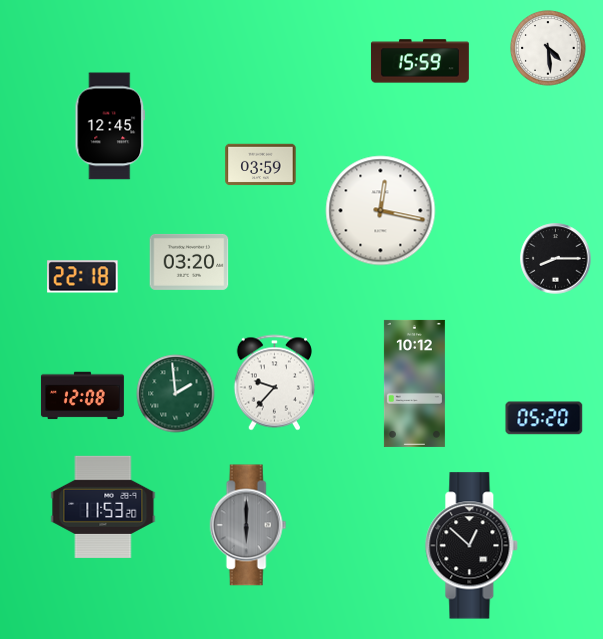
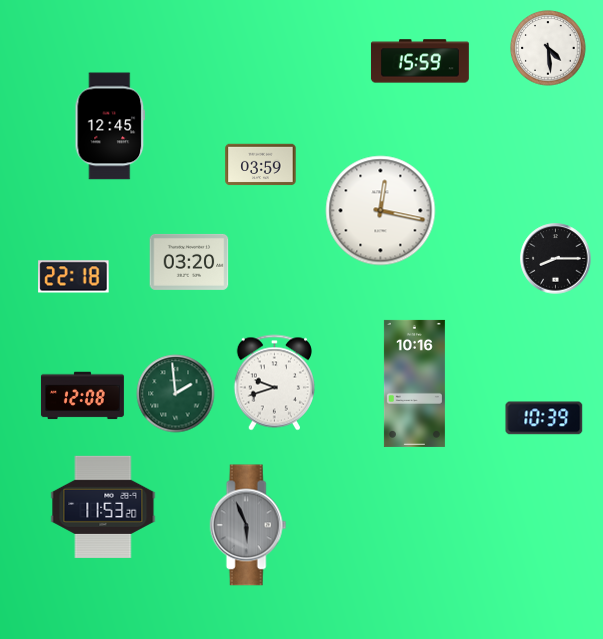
clock at (83, 277) position: (83, 277) -> (74, 277)
clock at (274, 383): 9:37 -> 9:42
clock at (414, 383): 10:12 -> 10:16
clock at (544, 418): 05:20 -> 10:39
clock at (248, 525): 6:00 -> 5:56
clock at (472, 546): 12:52 -> none
